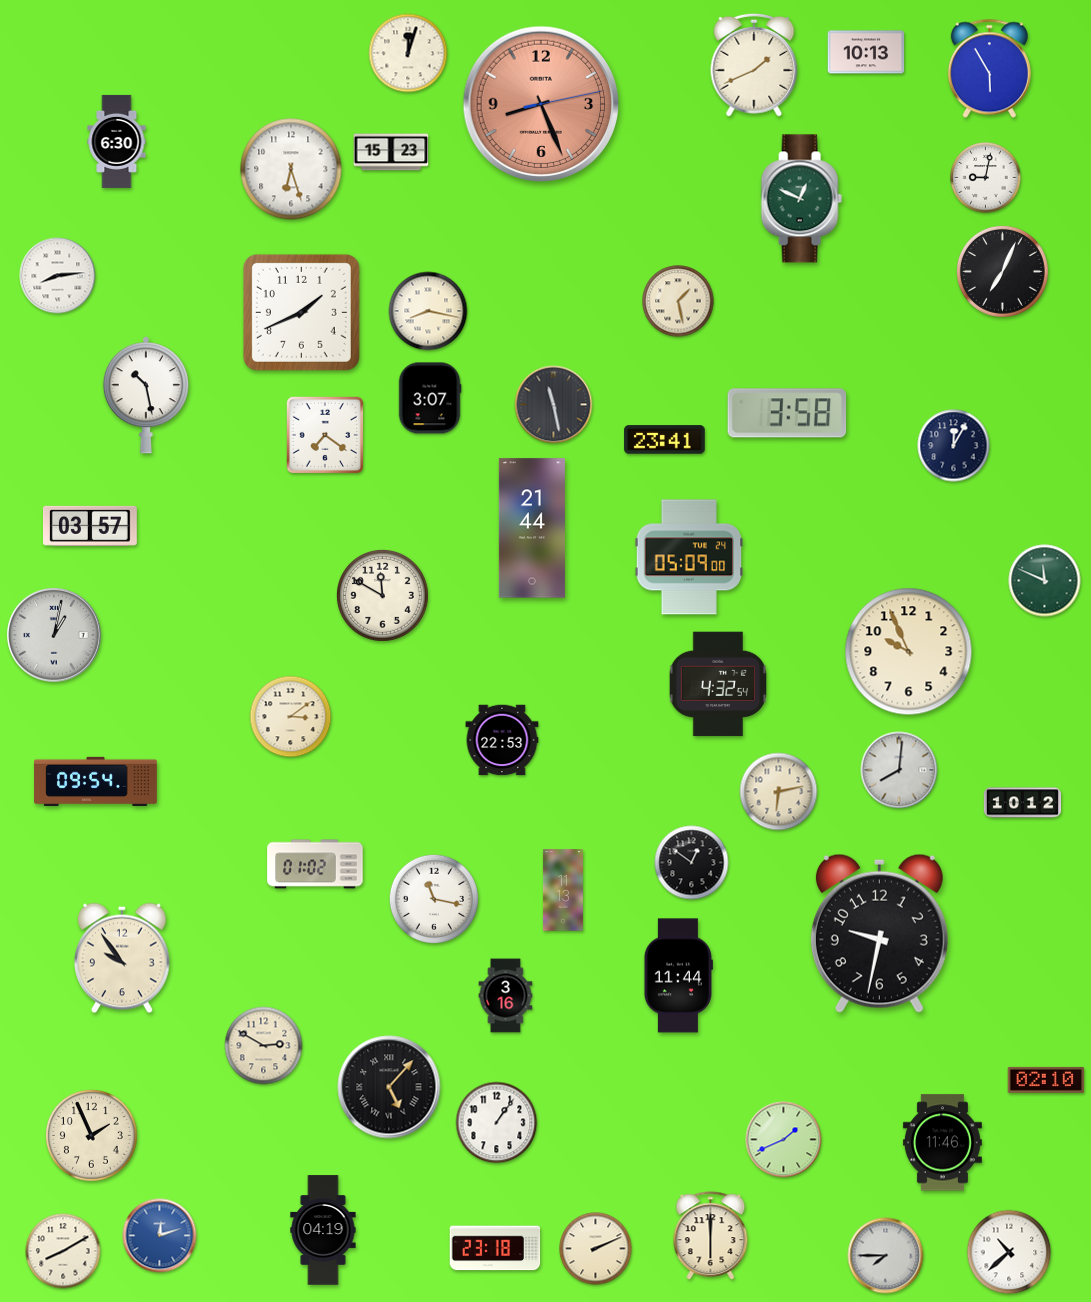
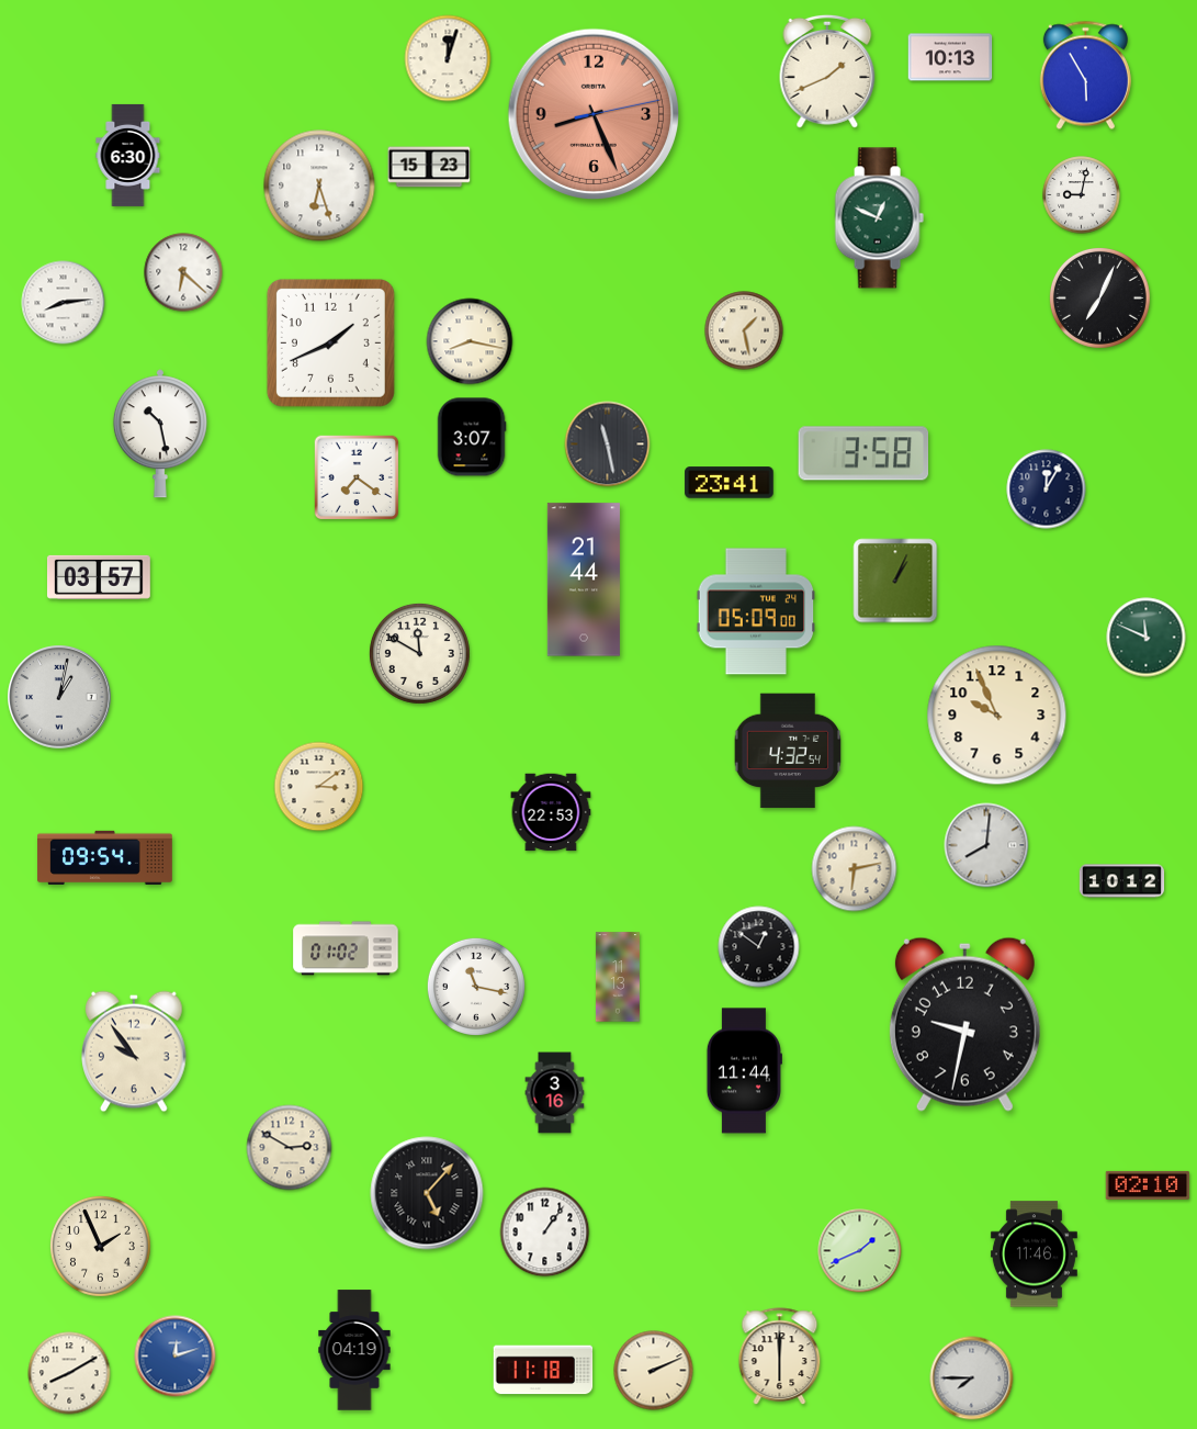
clock at (183, 272): none -> 6:22
clock at (895, 581): none -> 1:04
clock at (495, 1248): 23:18 -> 11:18
clock at (1009, 1252): 10:38 -> none
